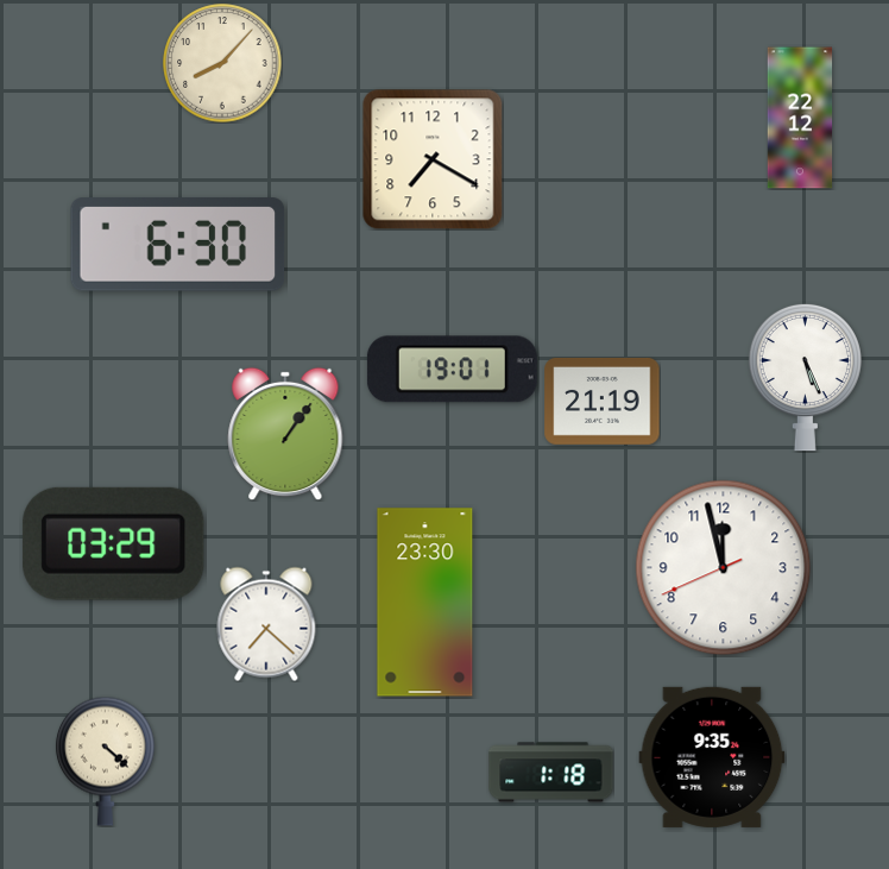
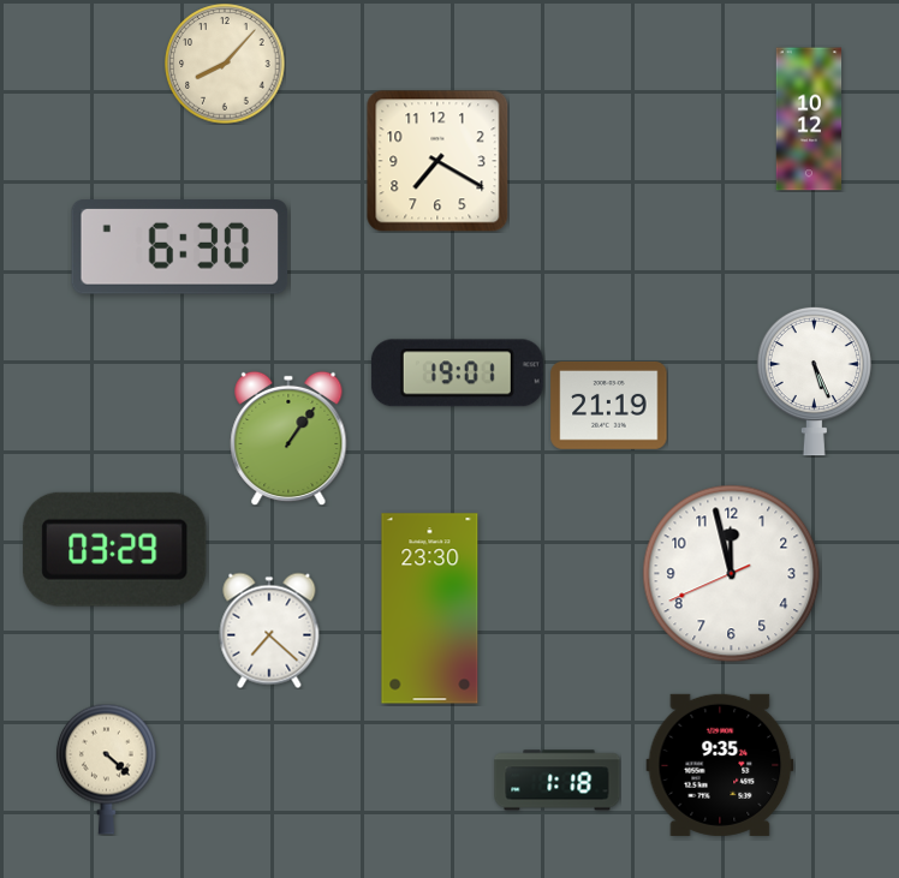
clock at (800, 118): 22:12 -> 10:12
